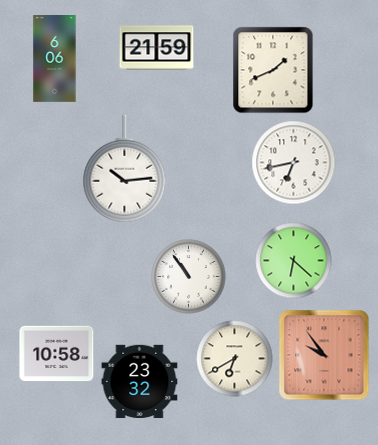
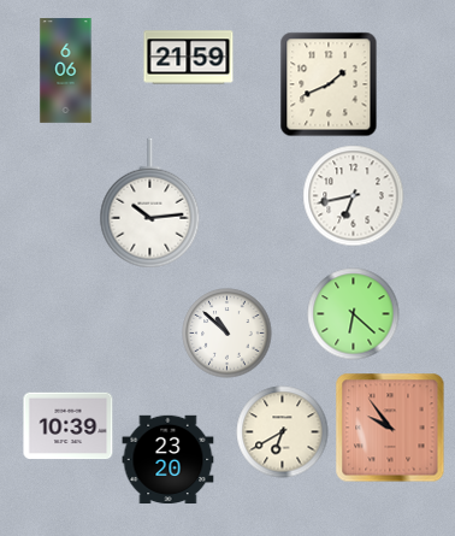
clock at (189, 277): 10:54 -> 10:52
clock at (57, 354): 10:58 -> 10:39
clock at (140, 382): 23:32 -> 23:20
